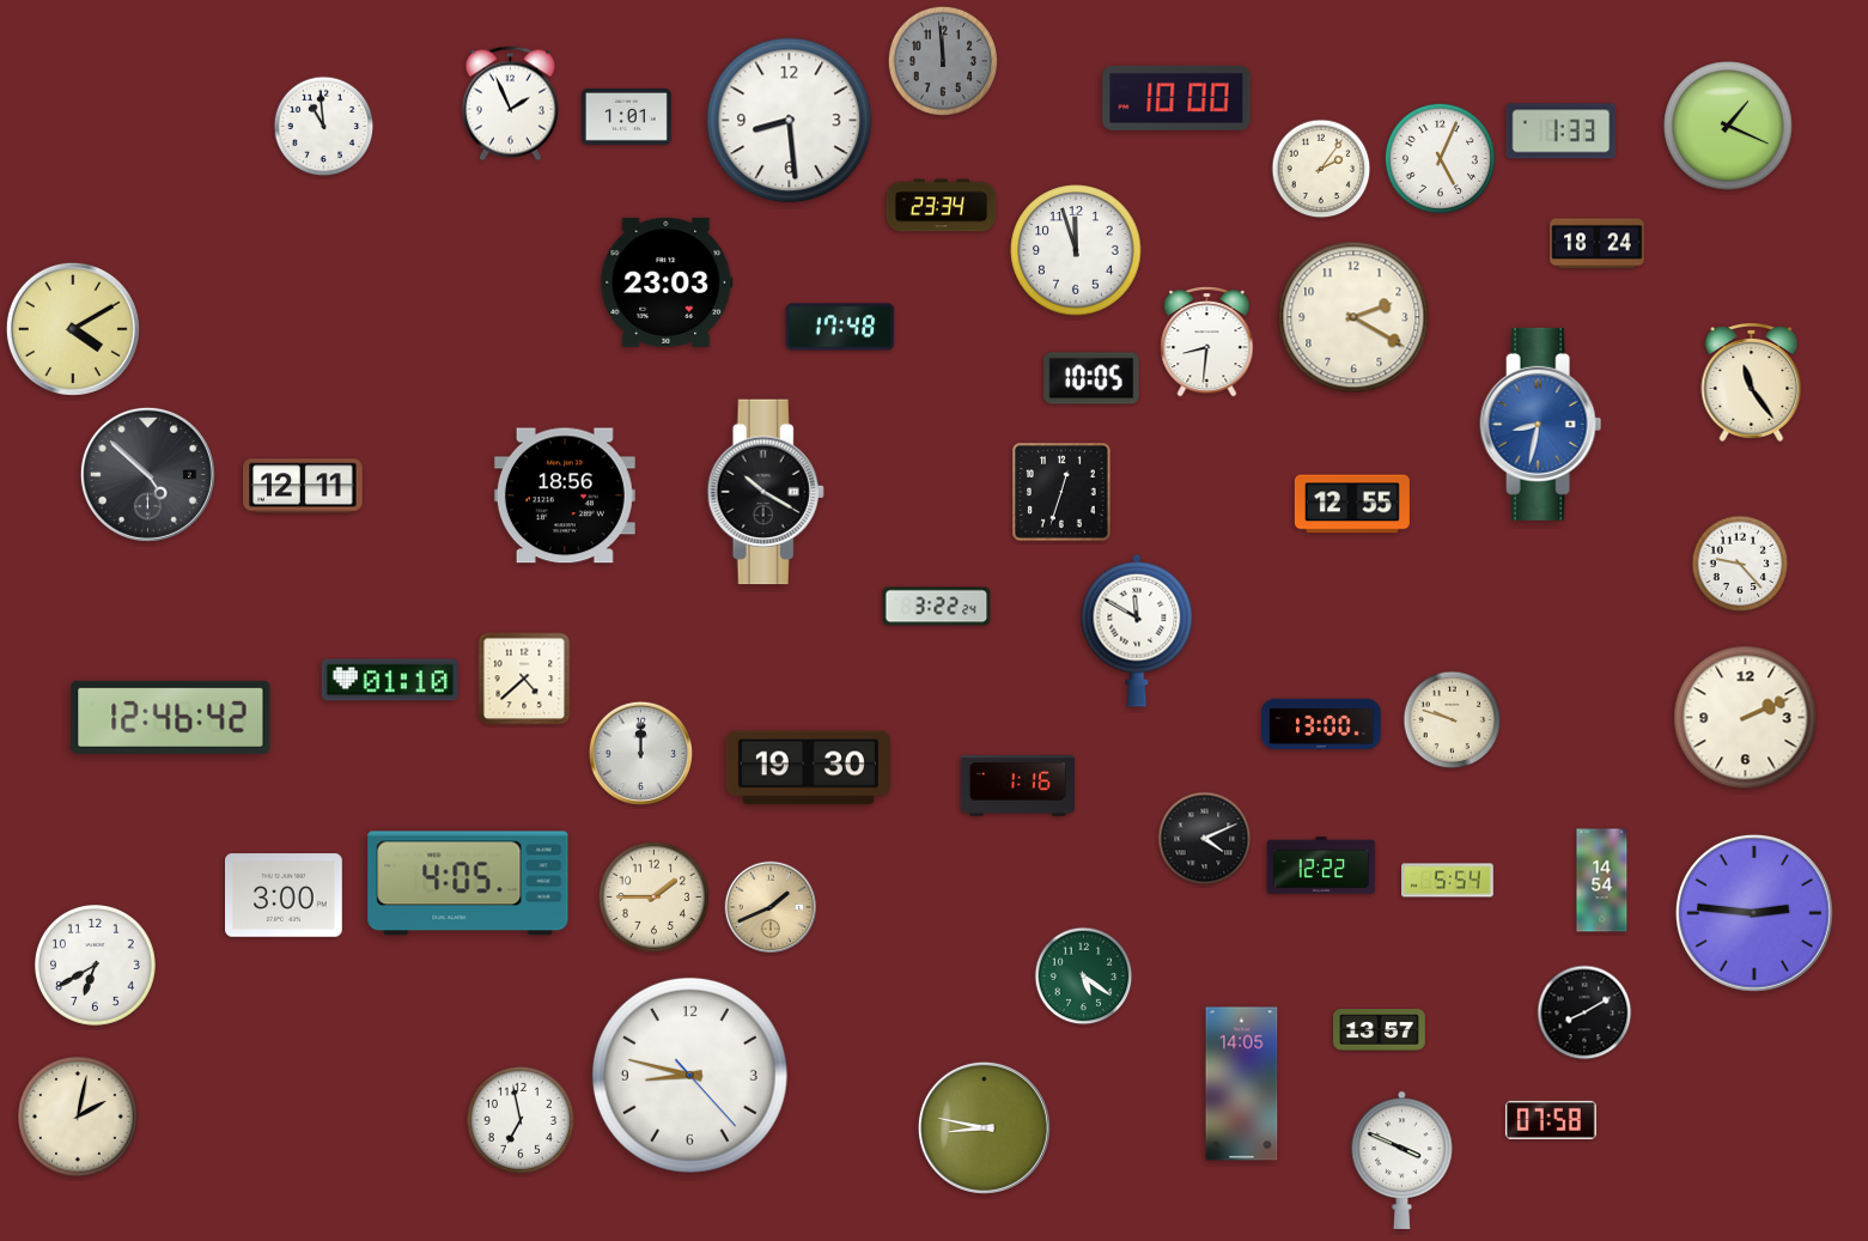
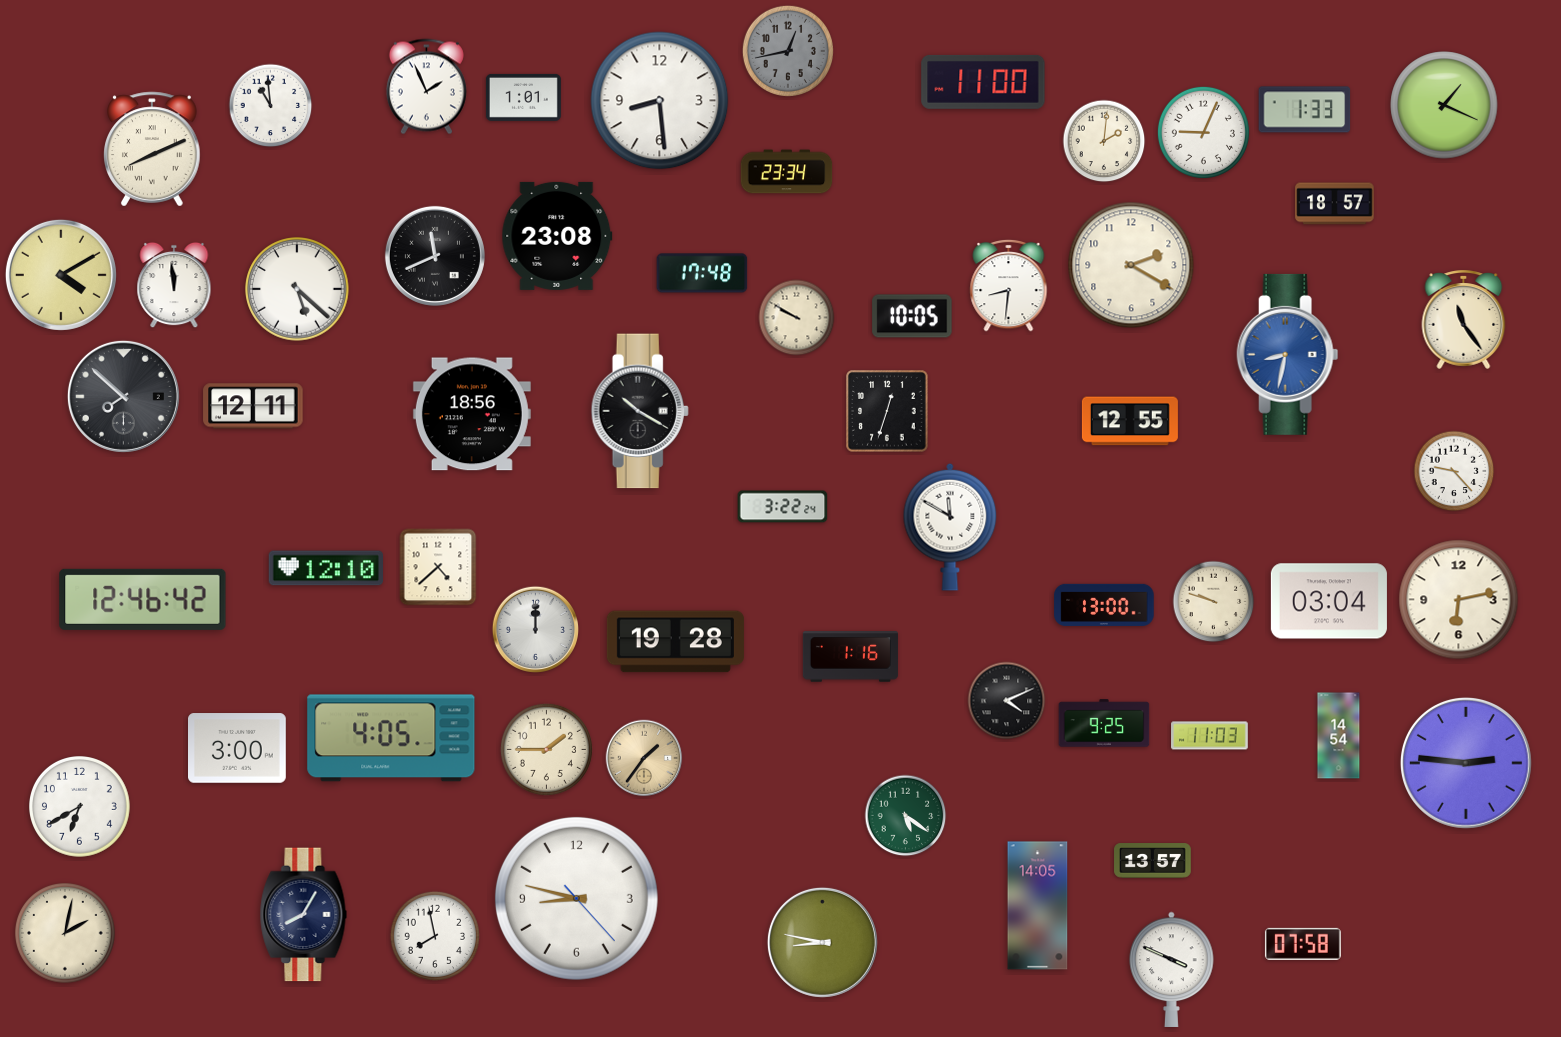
clock at (943, 61): 11:59 -> 12:43
clock at (1176, 98): 10:00 -> 11:00
clock at (1440, 158): 5:04 -> 9:04
clock at (1321, 169): 2:06 -> 2:01
clock at (152, 149): none -> 8:11
clock at (1598, 244): 18:24 -> 18:57
clock at (1076, 250): 11:57 -> none
clock at (667, 282): 23:03 -> 23:08
clock at (435, 256): none -> 11:41
clock at (174, 285): none -> 11:59
clock at (297, 289): none -> 5:22
clock at (797, 318): none -> 9:50
clock at (147, 474): 4:52 -> 7:52
clock at (389, 680): 01:10 -> 12:10
clock at (1746, 718): 2:11 -> 6:13
clock at (1329, 601): none -> 03:04
clock at (808, 768): 19:30 -> 19:28
clock at (1321, 865): 12:22 -> 9:25
clock at (1448, 881): 5:54 -> 11:03
clock at (771, 907): 1:41 -> 1:36
clock at (1584, 1012): 8:10 -> none
clock at (304, 915): none -> 8:05
clock at (519, 1119): 6:58 -> 7:58
clock at (1551, 1120) position: (1551, 1120) -> (1303, 944)
